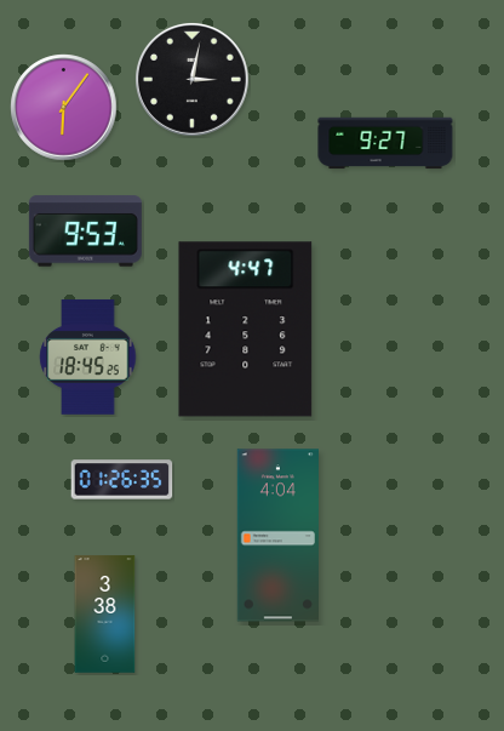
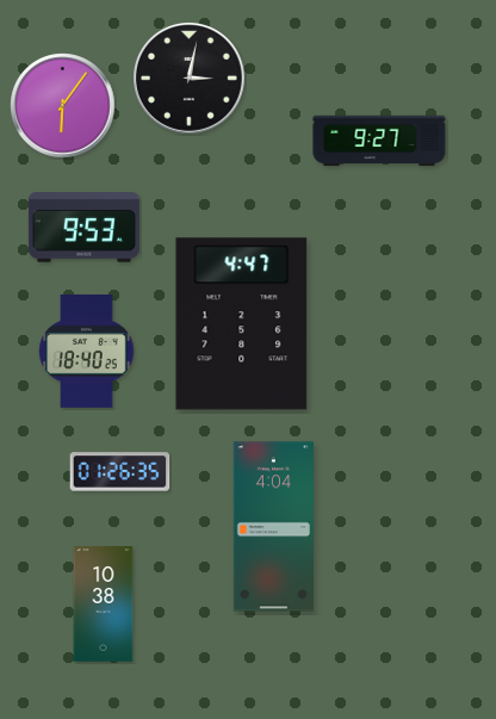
clock at (88, 356): 18:45 -> 18:40
clock at (105, 615): 3:38 -> 10:38
